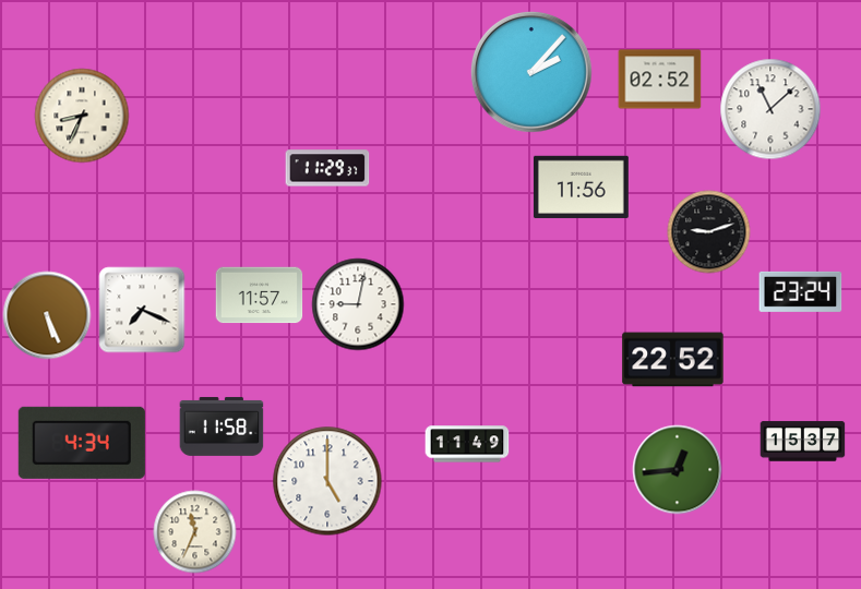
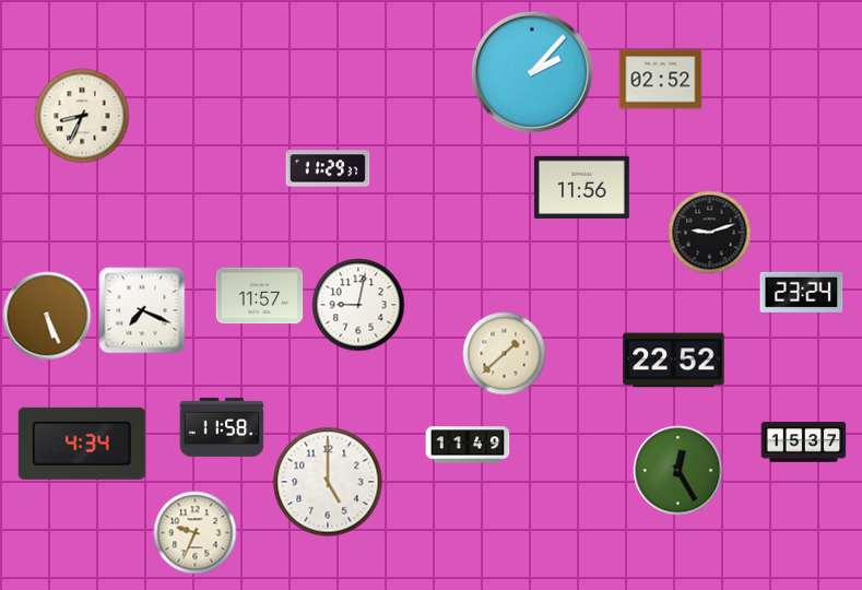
clock at (770, 109): 11:08 -> none
clock at (505, 354): none -> 1:38
clock at (678, 470): 12:44 -> 12:25
clock at (195, 532): 11:34 -> 9:34
